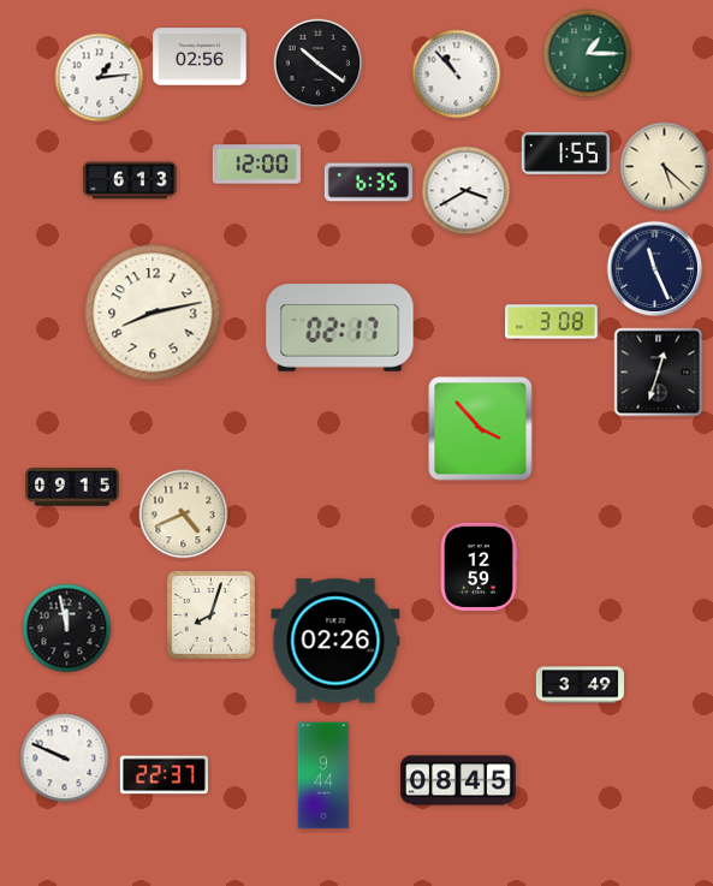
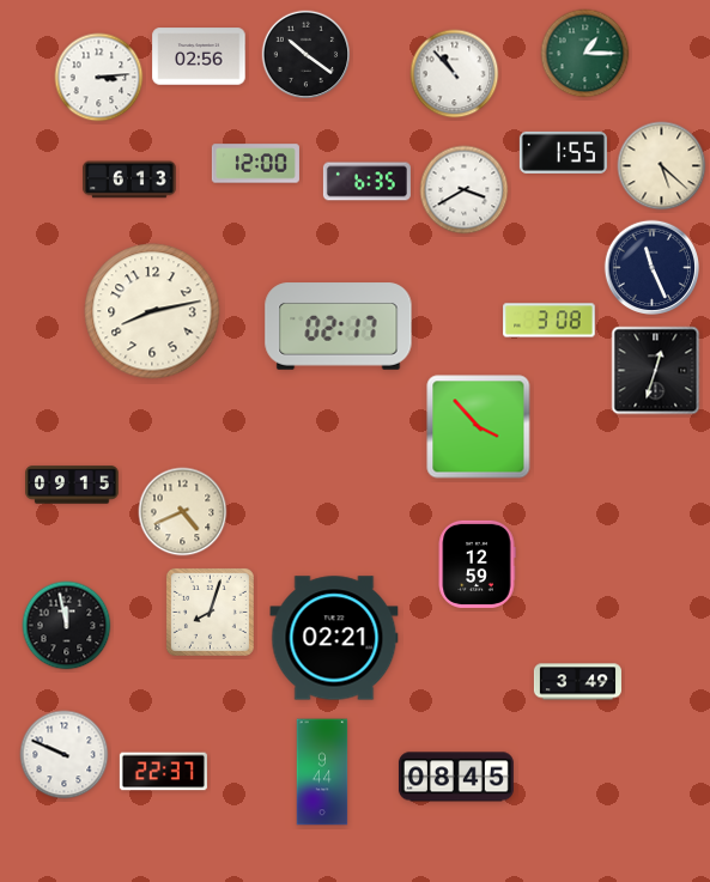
clock at (319, 64) position: (319, 64) -> (307, 55)
clock at (100, 78): 1:14 -> 3:14
clock at (335, 641): 02:26 -> 02:21
